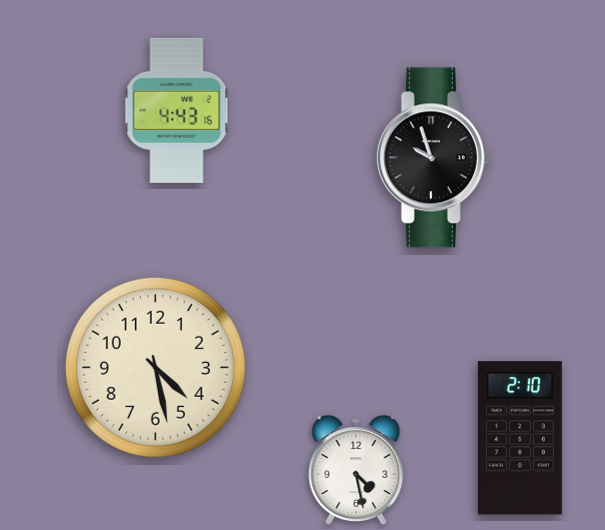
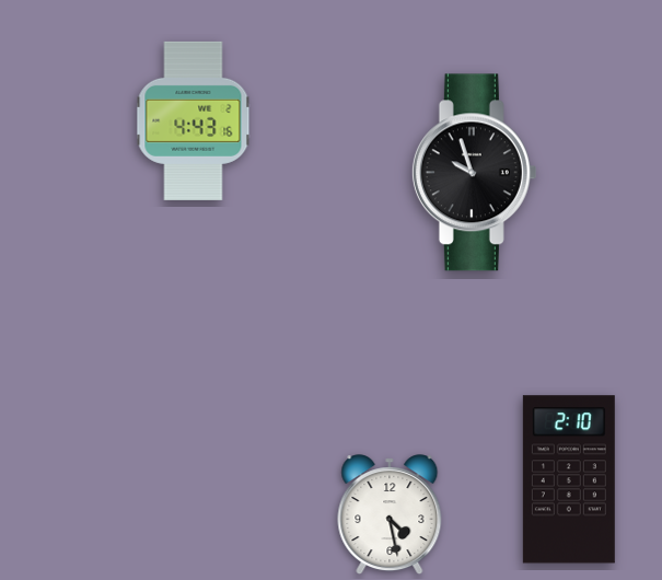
clock at (155, 367): 4:28 -> none
